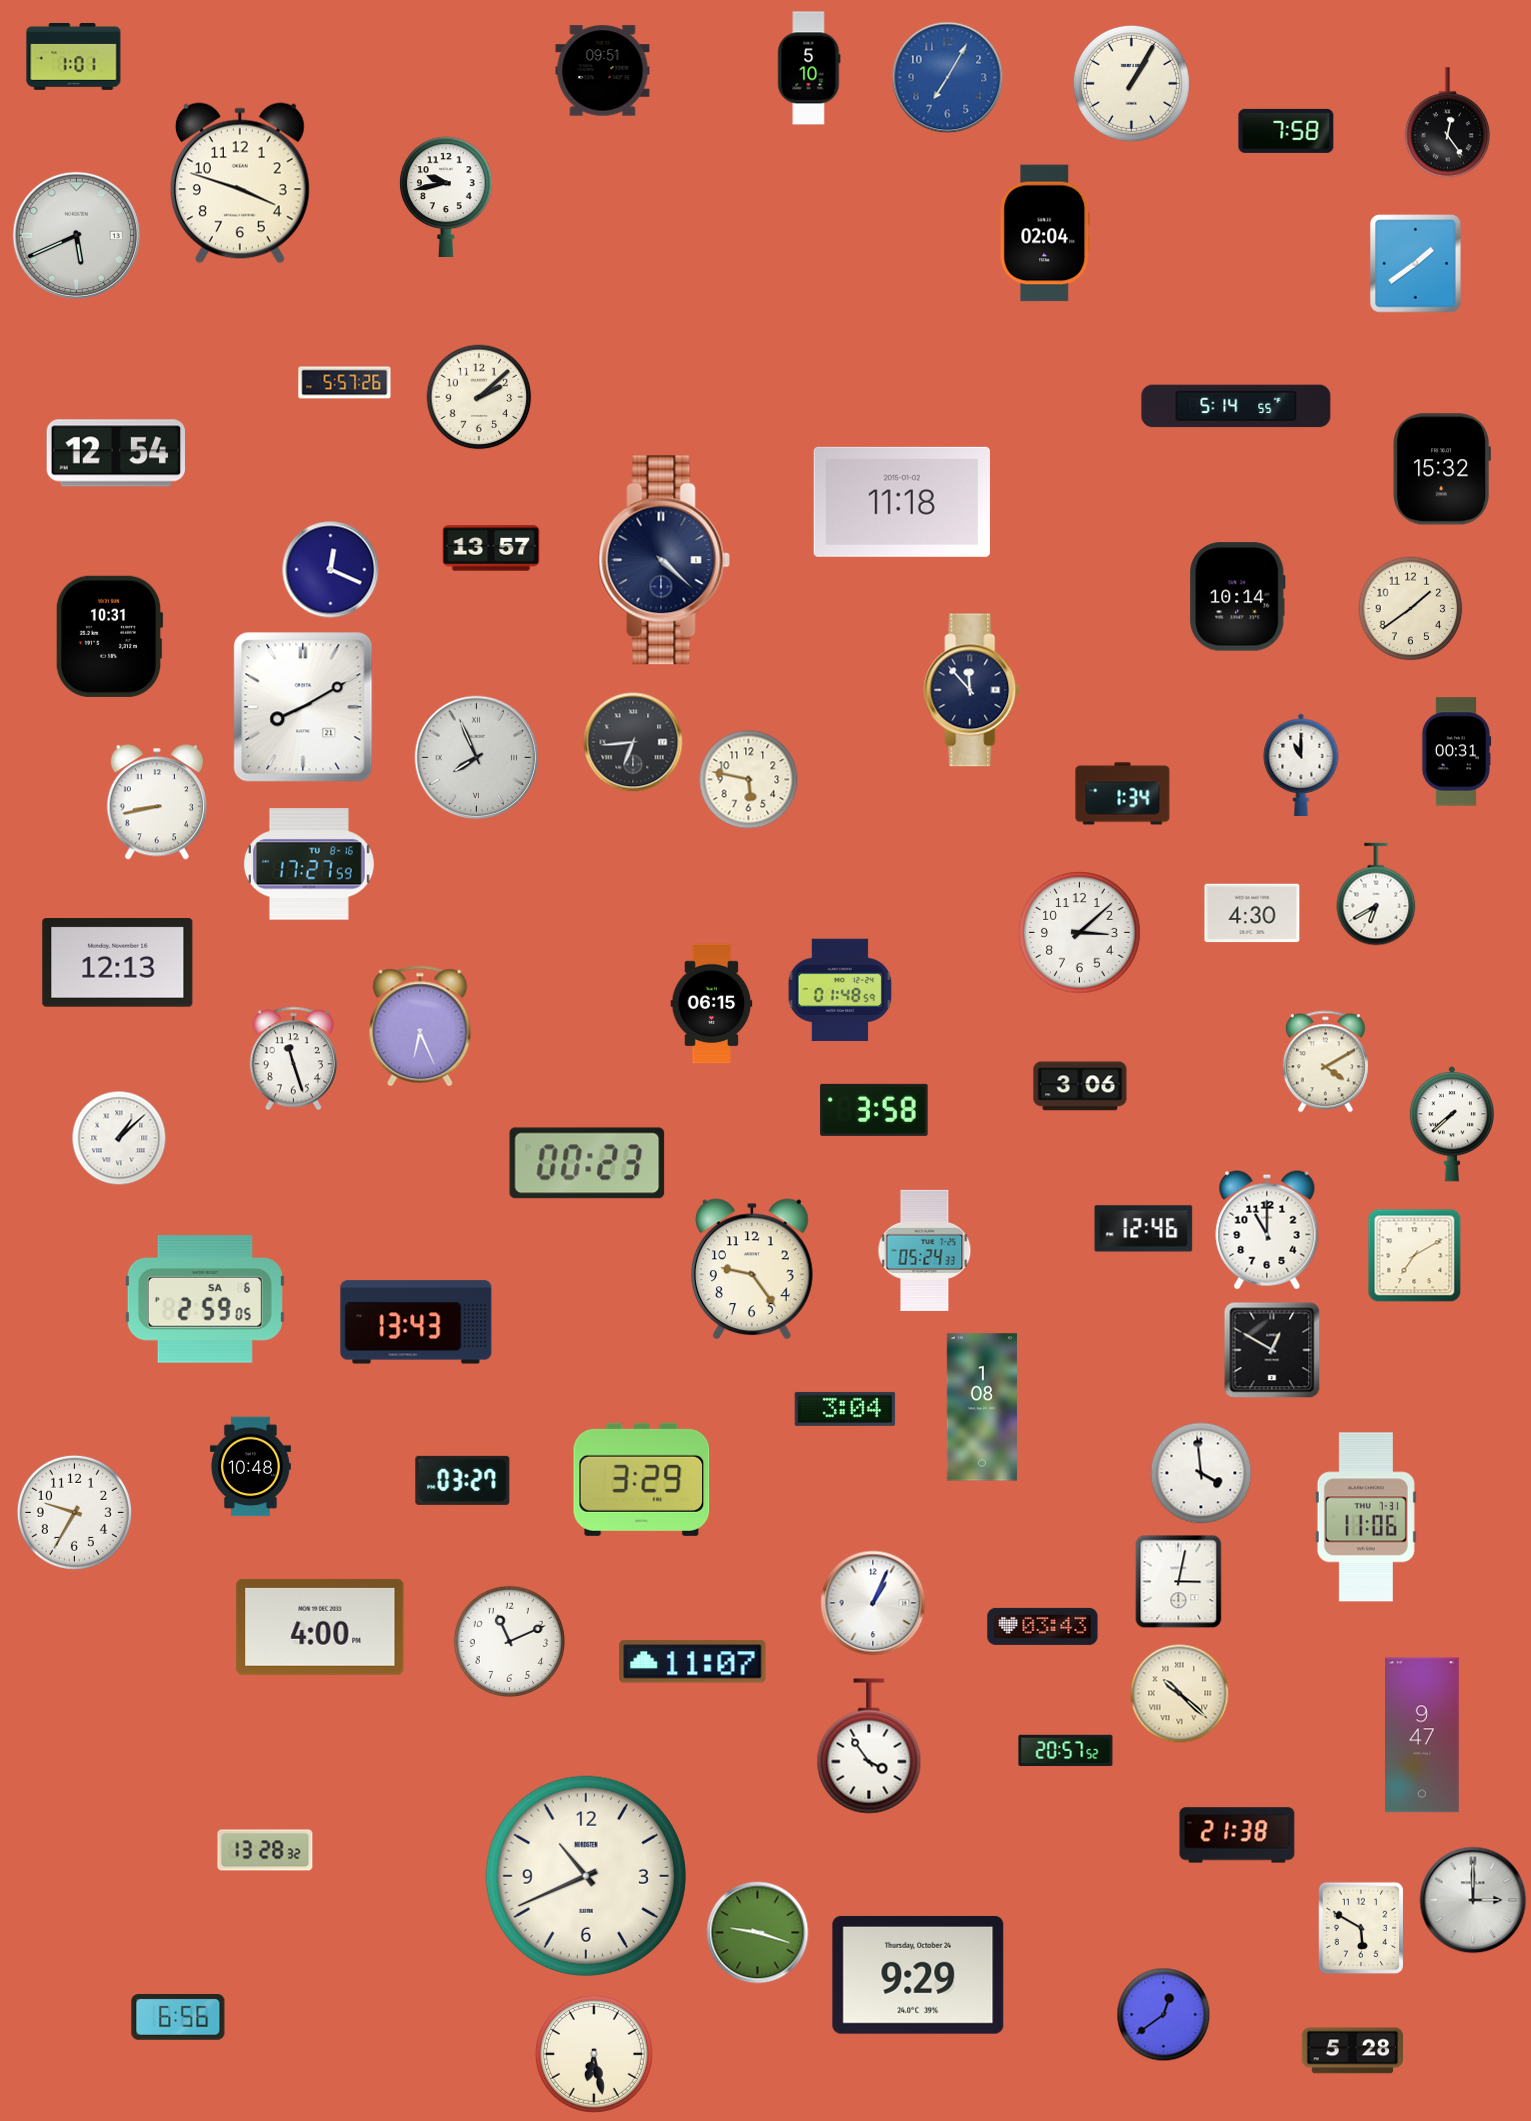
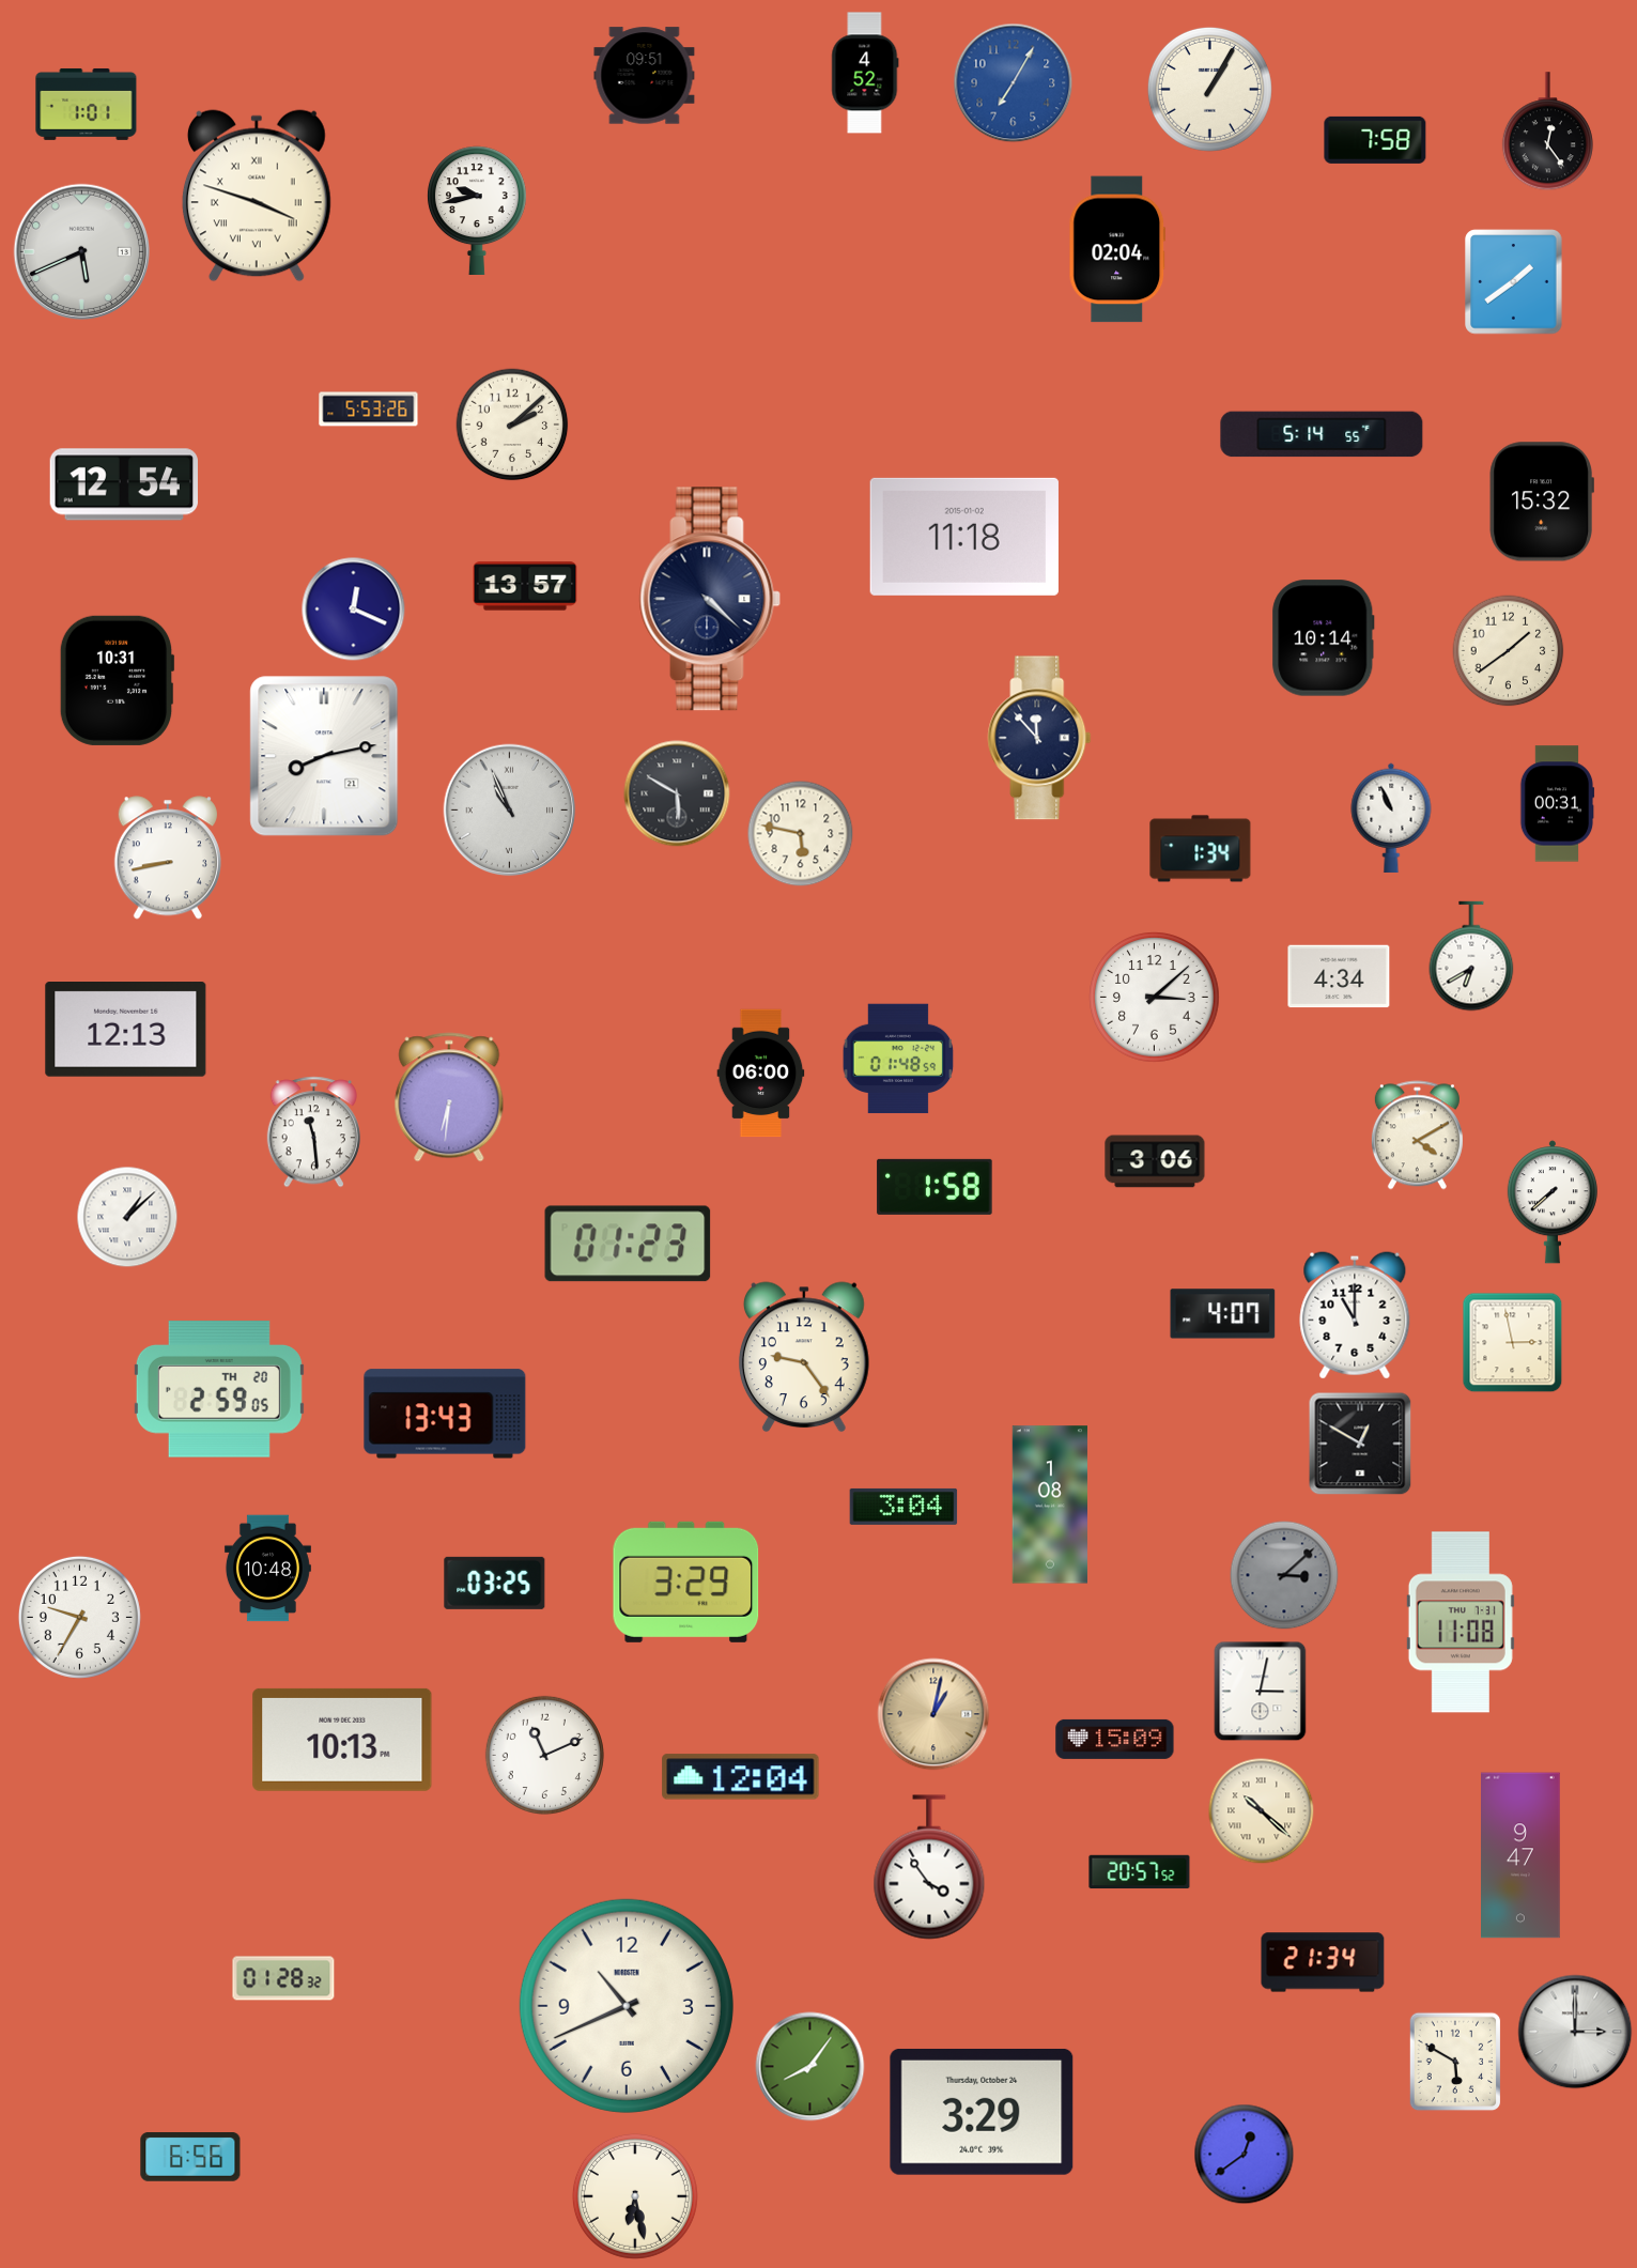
clock at (74, 56) position: (74, 56) -> (87, 104)
clock at (809, 68): 5:10 -> 4:52
clock at (240, 183) numerals: Arabic -> Roman
clock at (345, 383): 5:57 -> 5:53
clock at (303, 707): 8:10 -> 8:13
clock at (633, 742): 6:44 -> 5:50
clock at (477, 758): 7:56 -> 10:56
clock at (1301, 764): 11:00 -> 10:56
clock at (309, 864): 17:27 -> none
clock at (1252, 913): 4:30 -> 4:34
clock at (712, 1004): 06:15 -> 06:00
clock at (420, 1026): 6:26 -> 6:31
clock at (293, 1059): 11:27 -> 11:29
clock at (874, 1110): 3:58 -> 1:58
clock at (587, 1163): 00:23 -> 01:23
clock at (1144, 1229): 12:46 -> 4:07
clock at (925, 1250): 05:24 -> none
clock at (1415, 1256): 7:10 -> 2:58
clock at (205, 1299) date: SA 6 -> TH 20
clock at (1201, 1473): 3:59 -> 3:08
clock at (1201, 1473) dial: white -> grey
clock at (463, 1480): 03:27 -> 03:25
clock at (1366, 1517): 11:06 -> 11:08
clock at (873, 1603): 1:04 -> 1:02
clock at (873, 1603) dial: white -> champagne
clock at (1043, 1626): 03:43 -> 15:09
clock at (320, 1627): 4:00 -> 10:13
clock at (693, 1662): 11:07 -> 12:04
clock at (1237, 1835): 21:38 -> 21:34
clock at (265, 1850): 13:28 -> 01:28
clock at (758, 1933): 9:18 -> 8:06
clock at (918, 1975): 9:29 -> 3:29
clock at (1353, 2051): 5:28 -> none
